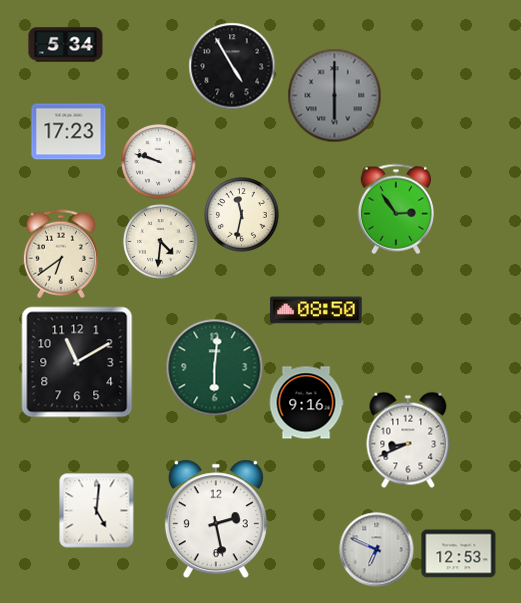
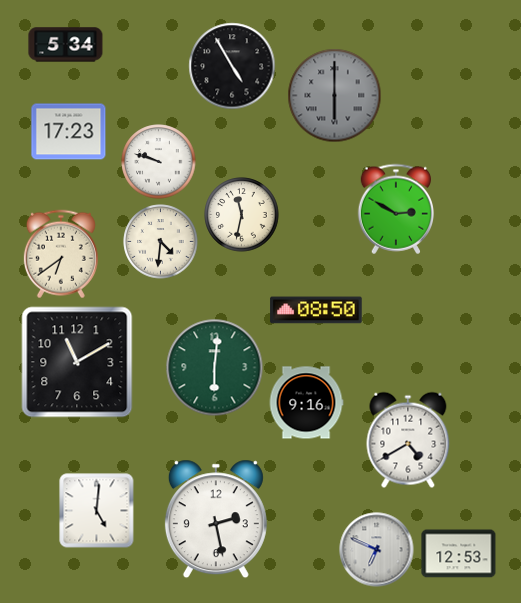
clock at (395, 209): 2:54 -> 2:50
clock at (408, 440): 8:41 -> 4:40
